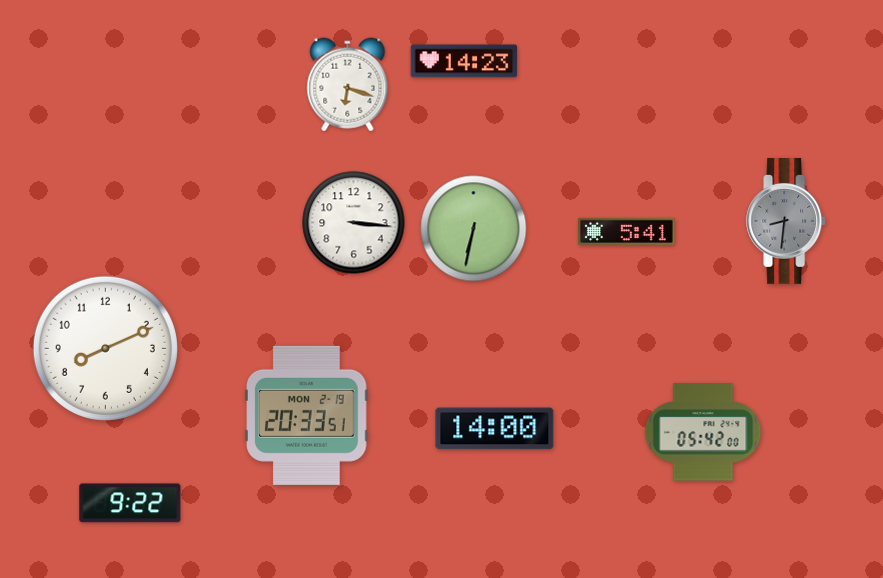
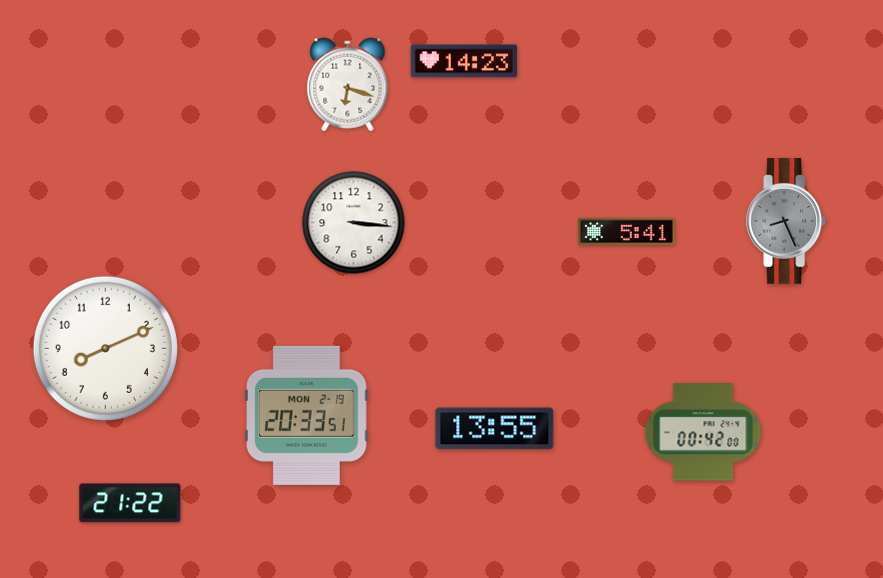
clock at (787, 222): 8:31 -> 8:26
clock at (474, 229): 6:32 -> none
clock at (495, 429): 14:00 -> 13:55
clock at (703, 432): 05:42 -> 00:42
clock at (130, 503): 9:22 -> 21:22
